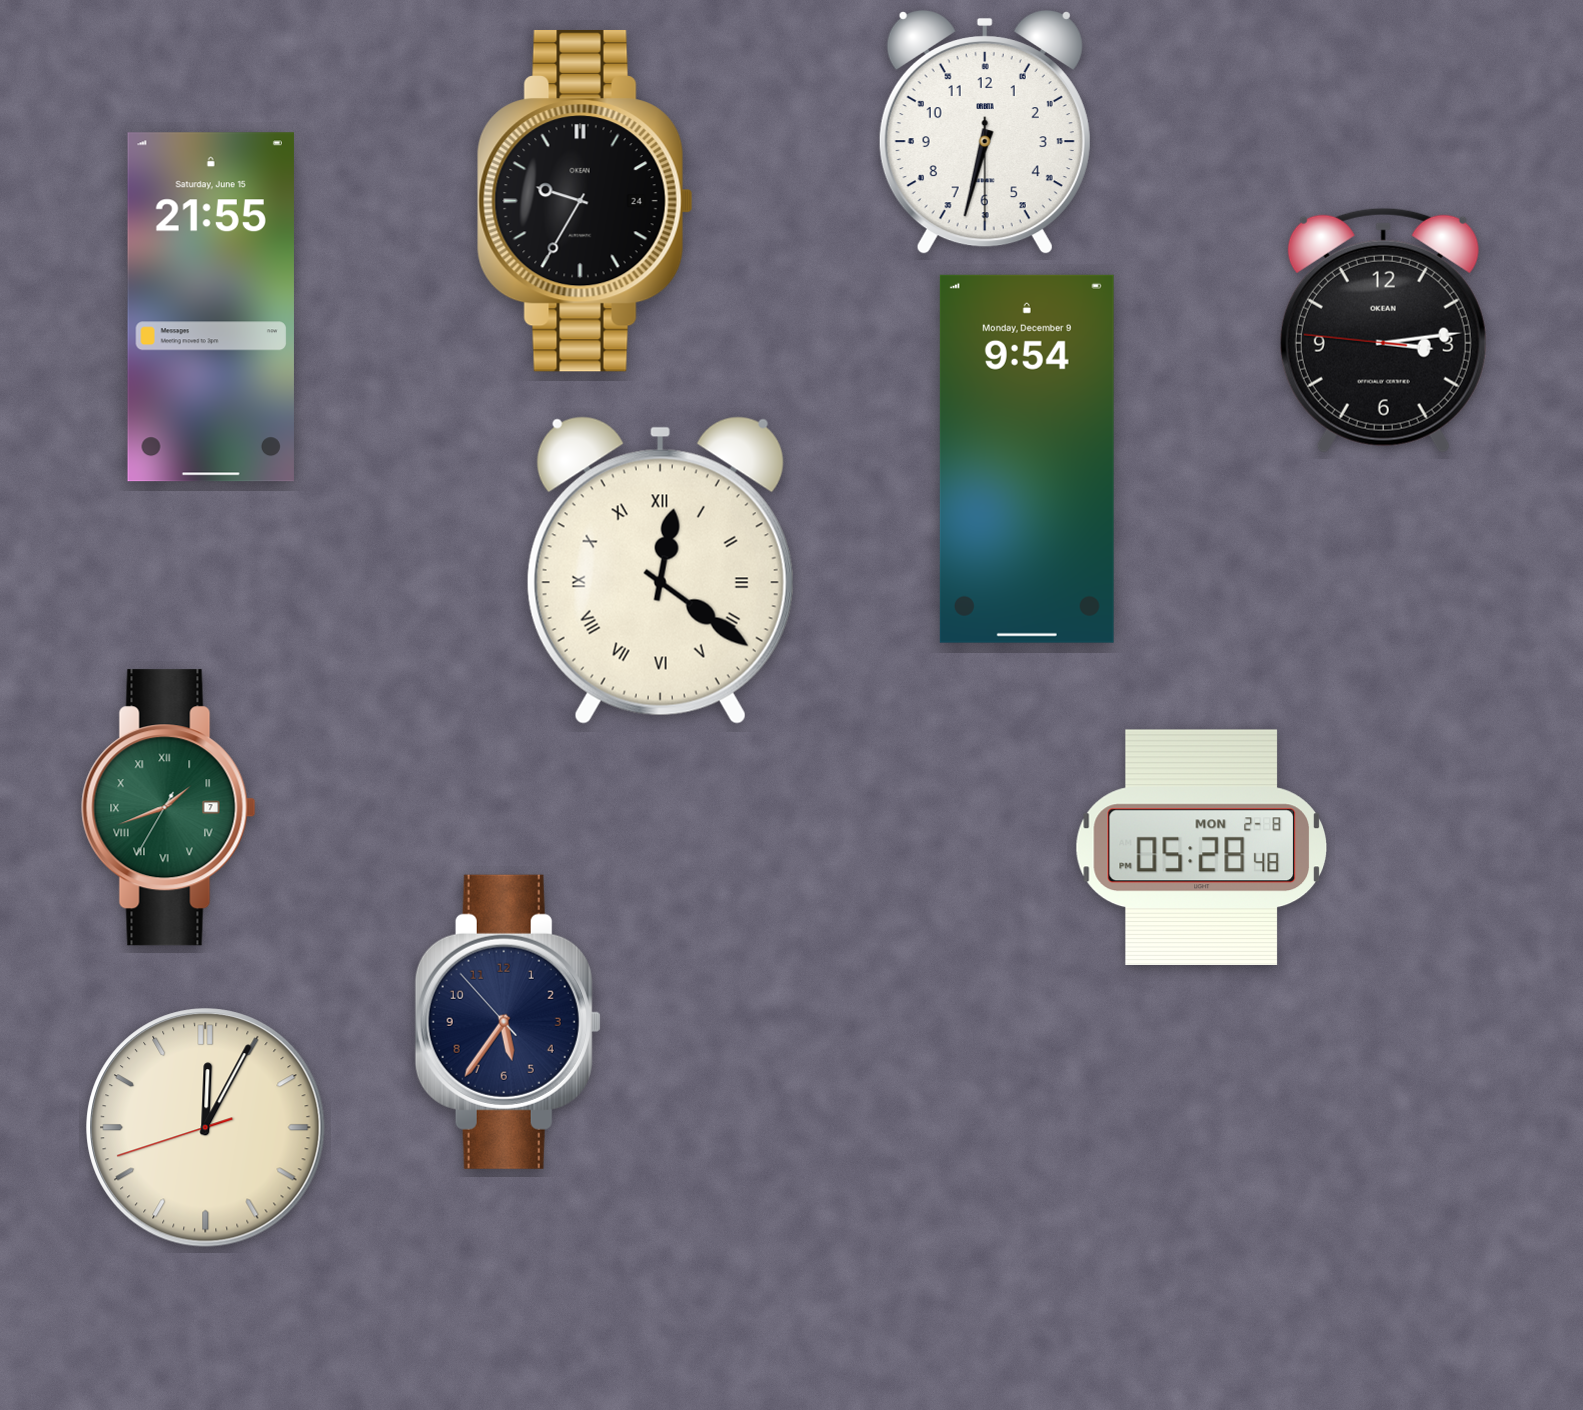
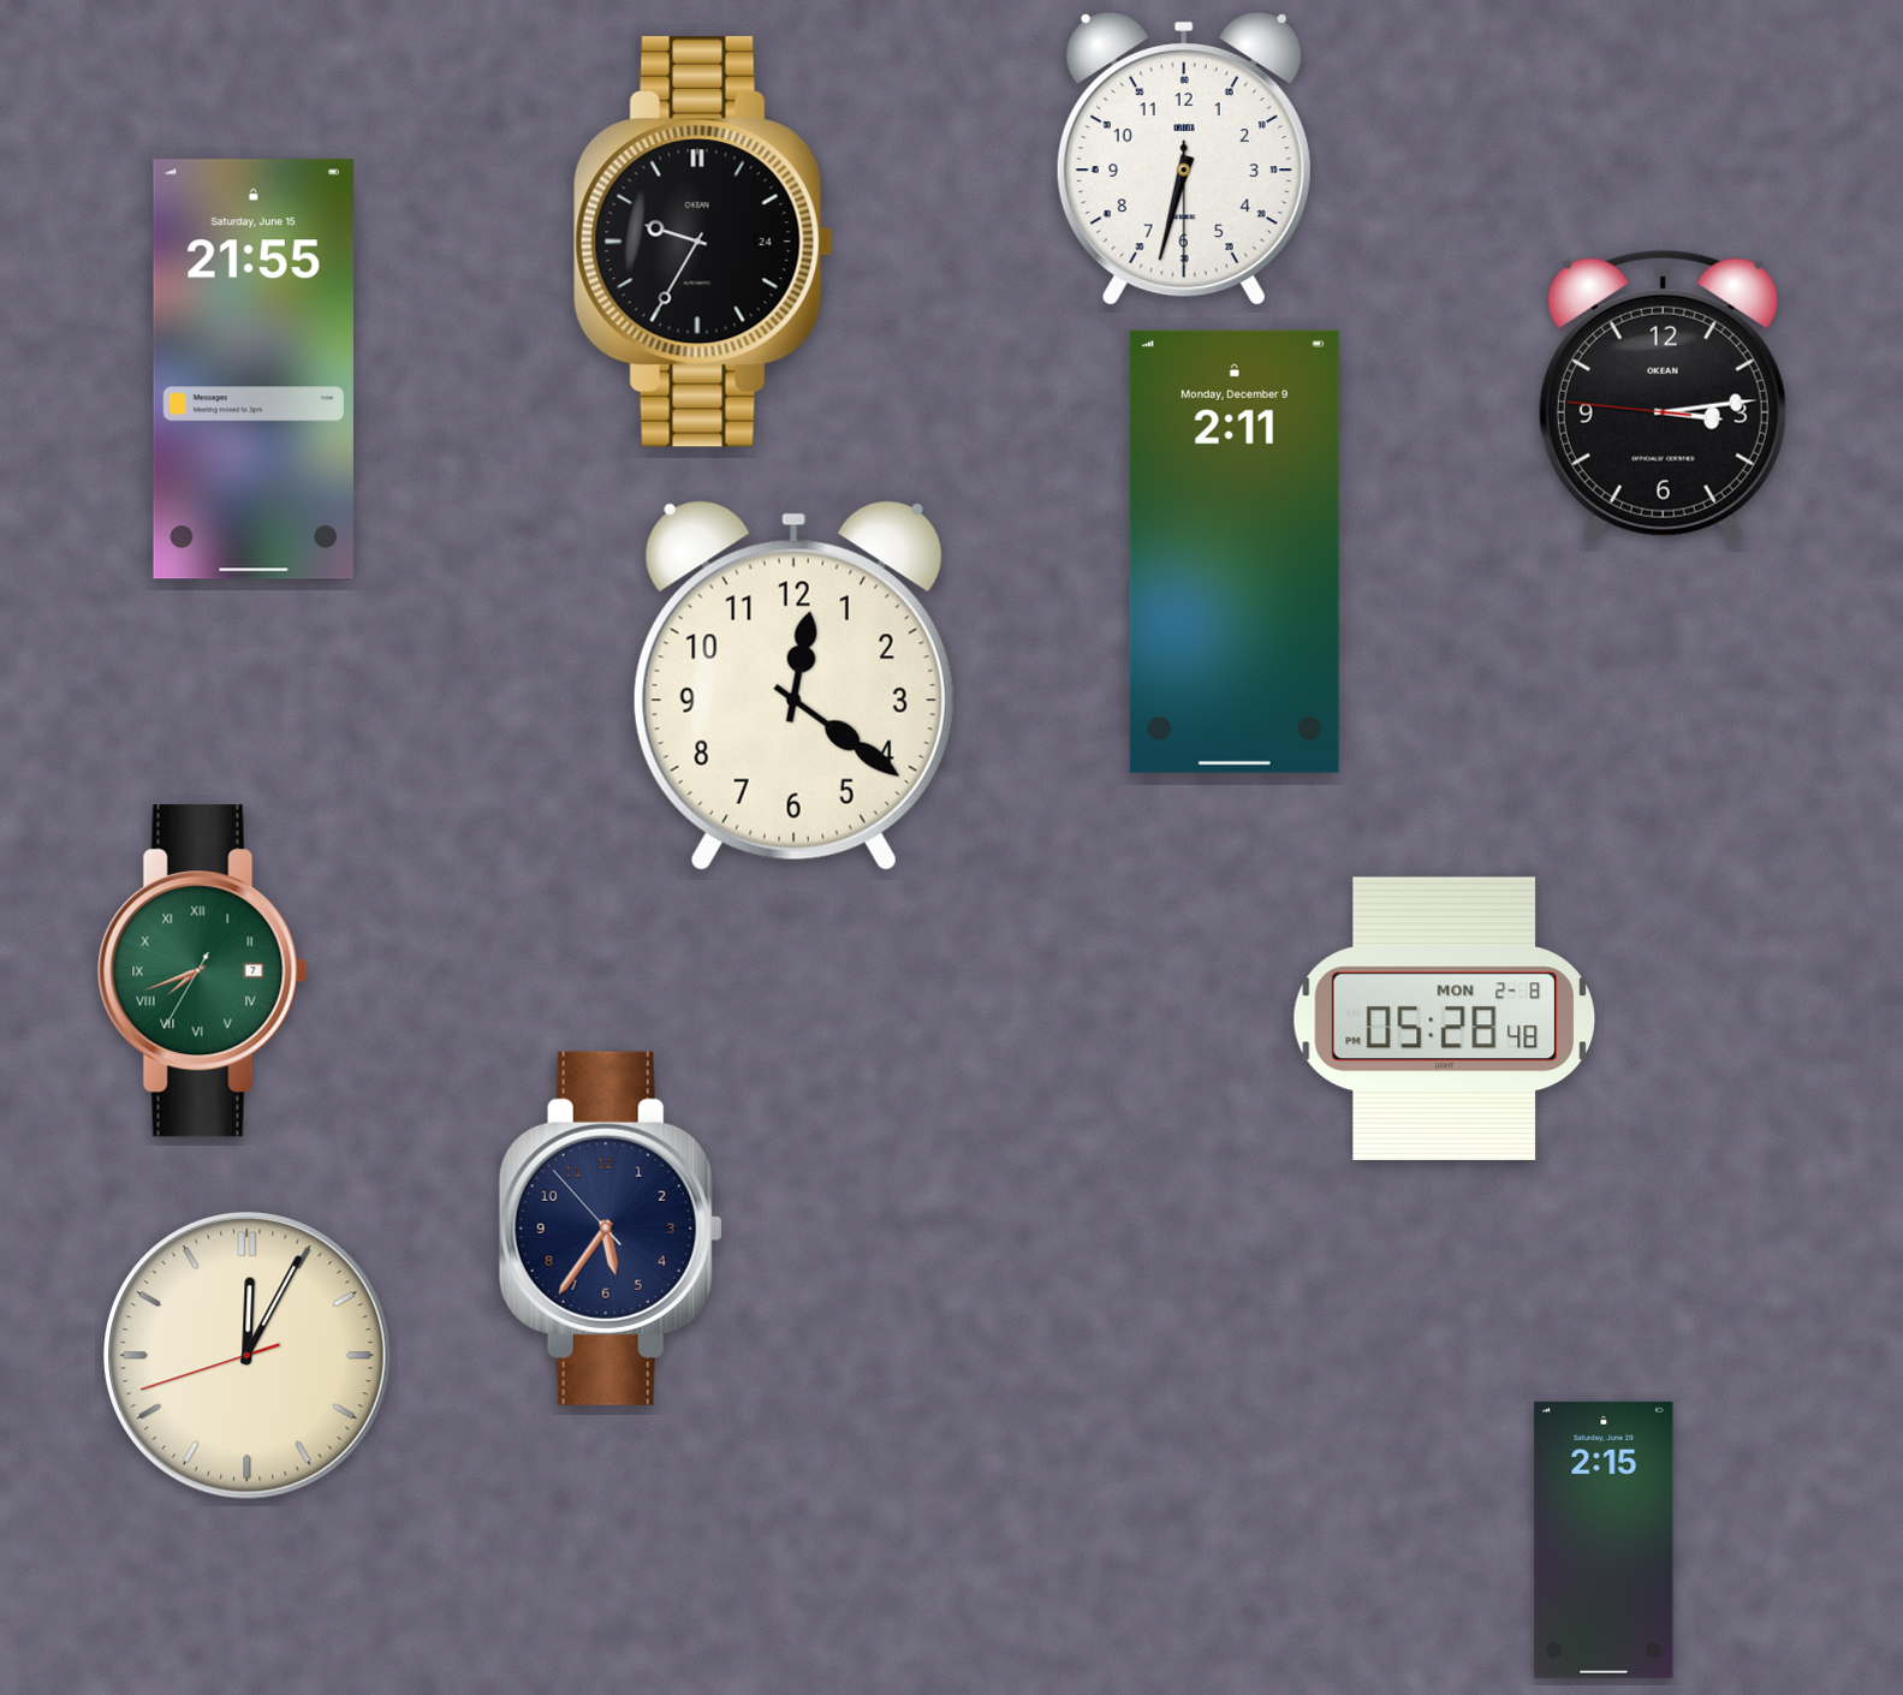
clock at (1027, 459): 9:54 -> 2:11
clock at (660, 570) numerals: Roman -> Arabic
clock at (168, 808): 1:41 -> 7:41
clock at (1604, 1540): none -> 2:15
